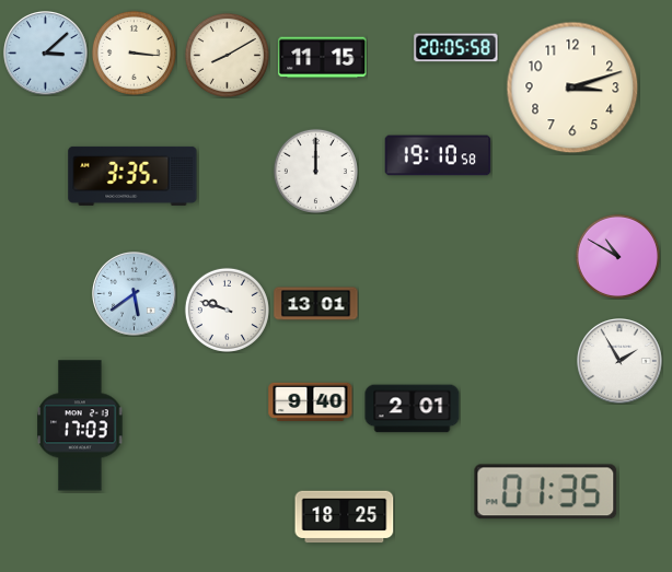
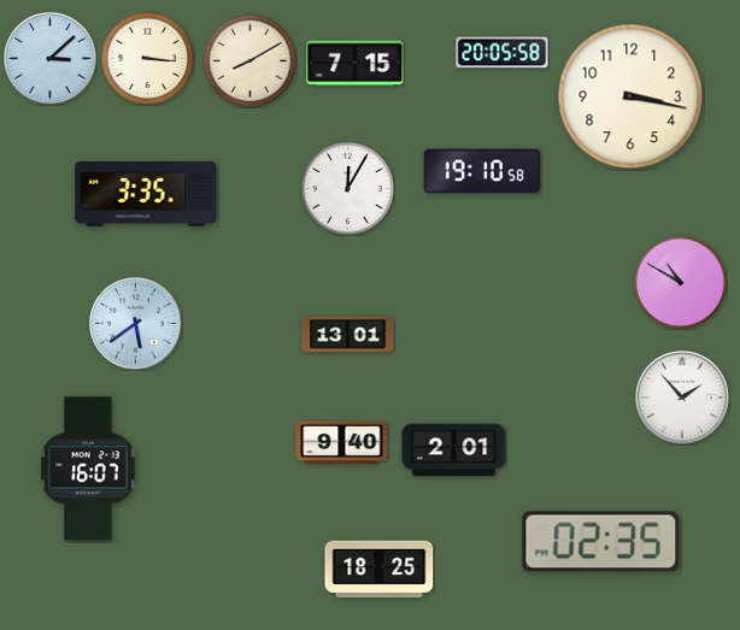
clock at (323, 58): 11:15 -> 7:15
clock at (572, 87): 3:12 -> 3:17
clock at (315, 171): 12:00 -> 12:05
clock at (135, 294) position: (135, 294) -> (136, 324)
clock at (227, 310): 9:48 -> none
clock at (621, 362): 1:55 -> 1:53
clock at (80, 425): 17:03 -> 16:07
clock at (546, 492): 01:35 -> 02:35
